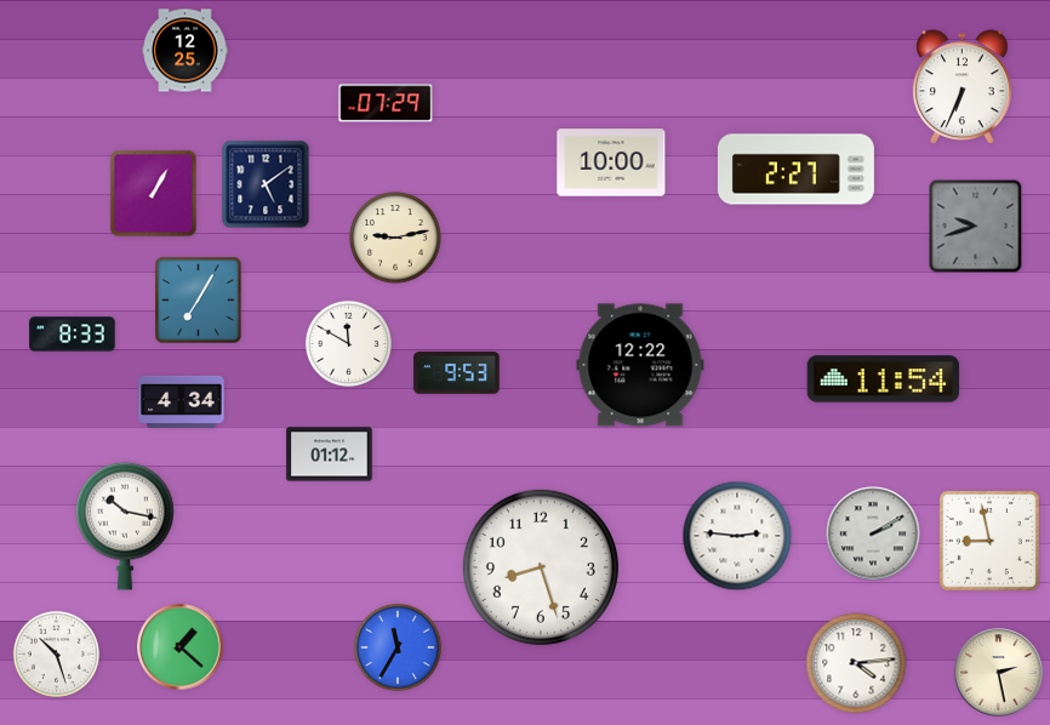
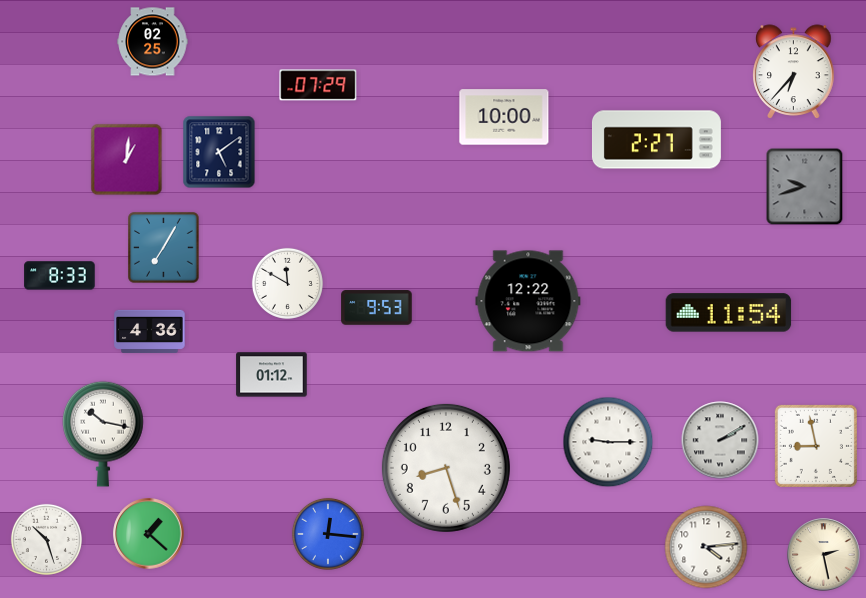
clock at (186, 51): 12:25 -> 02:25
clock at (963, 87): 6:34 -> 6:37
clock at (611, 162) position: (611, 162) -> (504, 117)
clock at (154, 194): 1:05 -> 1:01
clock at (395, 238): 9:13 -> none
clock at (182, 401): 4:34 -> 4:36
clock at (737, 536): 2:46 -> 9:15
clock at (398, 647): 11:35 -> 12:16
